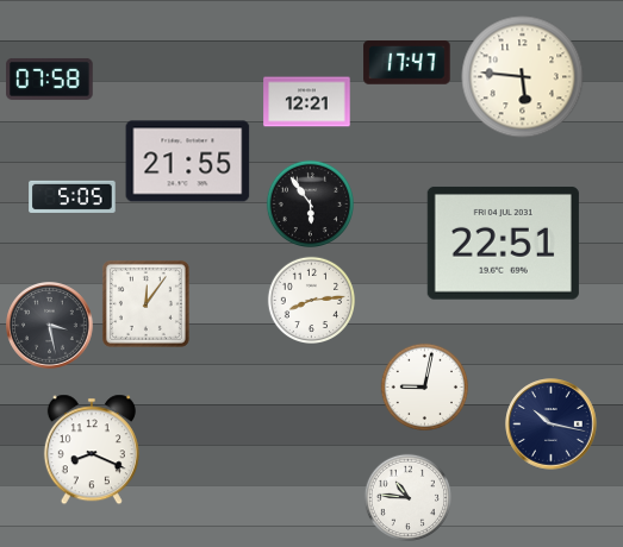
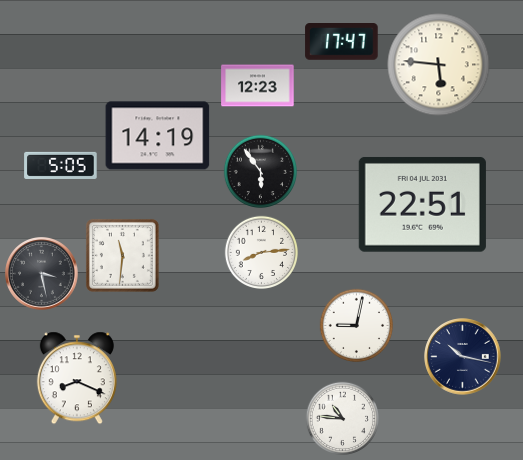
clock at (407, 63) position: (407, 63) -> (342, 42)
clock at (50, 78): 07:58 -> none
clock at (307, 102): 12:21 -> 12:23
clock at (188, 162): 21:55 -> 14:19
clock at (145, 303): 12:06 -> 11:31
